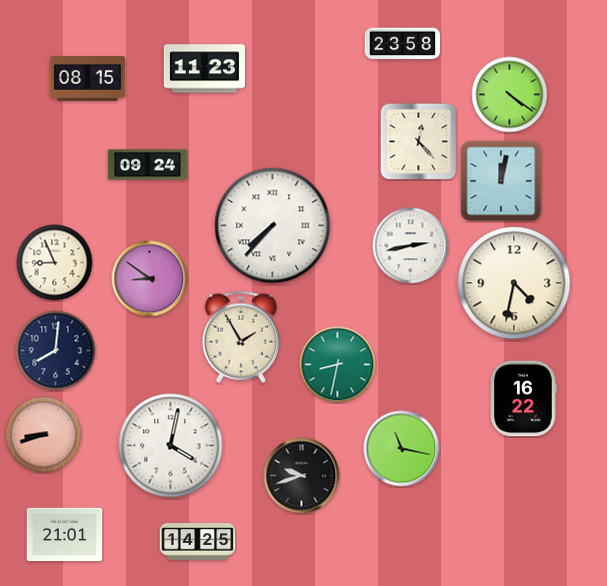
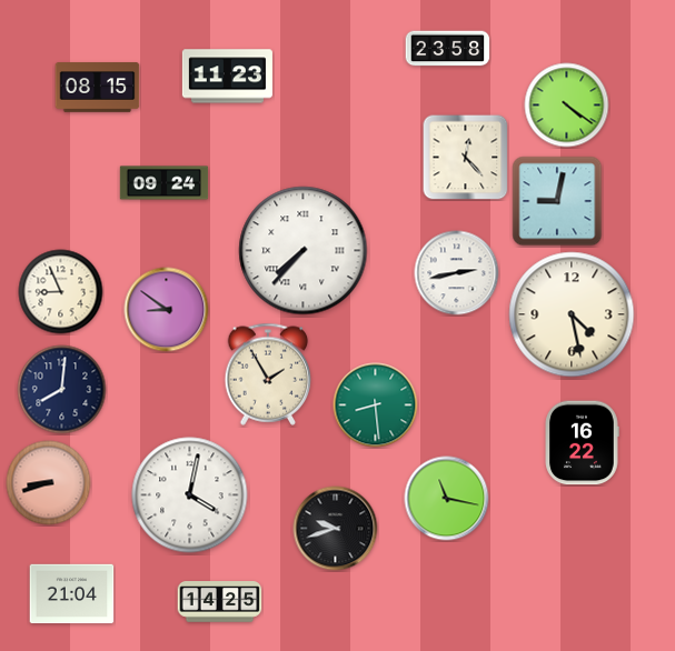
clock at (501, 181): 12:02 -> 9:02
clock at (514, 283): 4:32 -> 4:28
clock at (338, 365): 8:32 -> 8:29
clock at (65, 535): 21:01 -> 21:04
